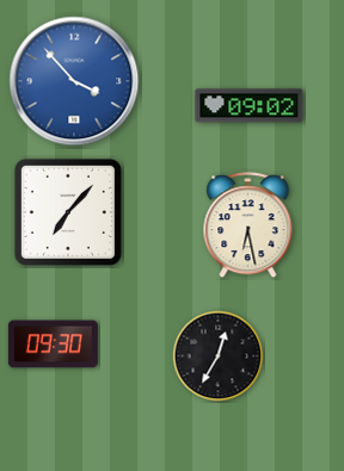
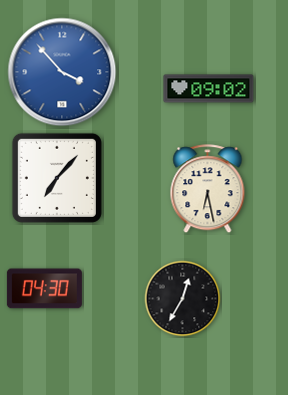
clock at (74, 81) position: (74, 81) -> (62, 72)
clock at (53, 345): 09:30 -> 04:30
